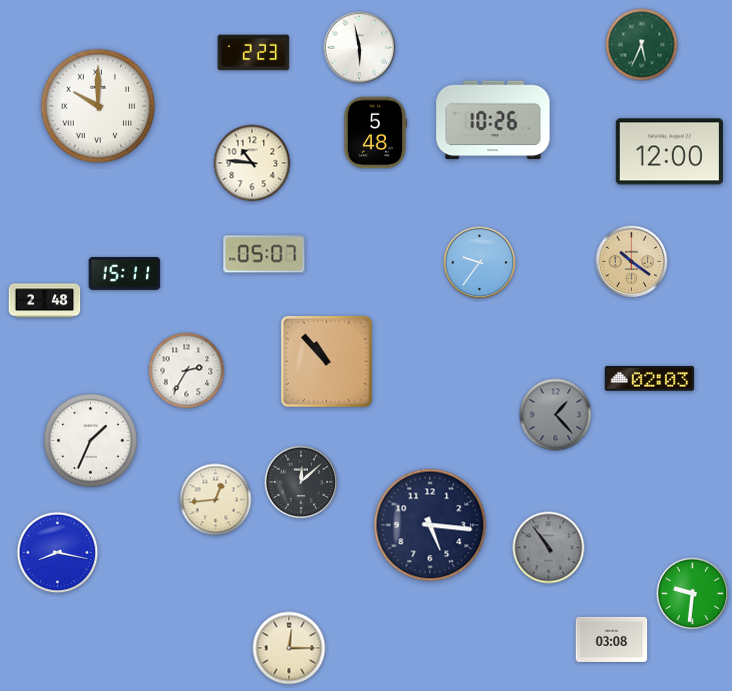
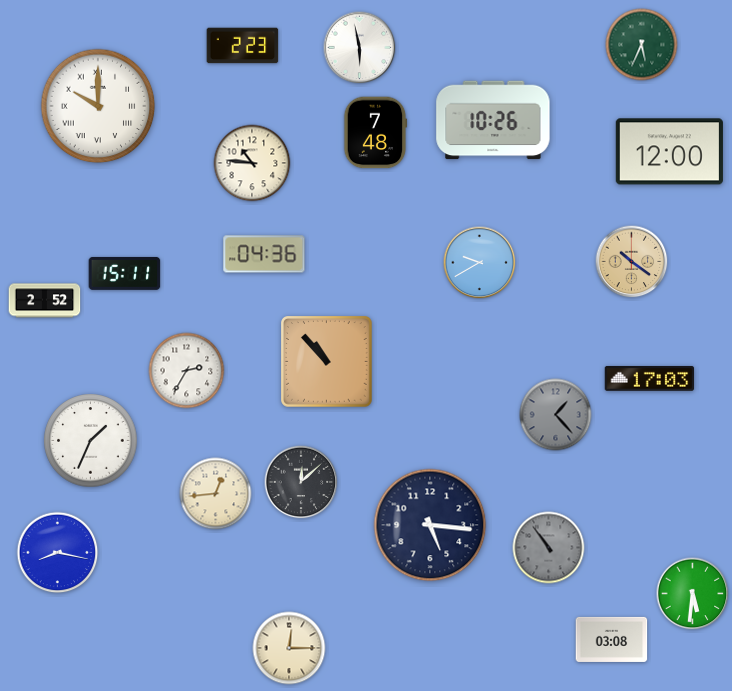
clock at (254, 53) position: (254, 53) -> (243, 46)
clock at (375, 133): 5:48 -> 7:48
clock at (264, 254): 05:07 -> 04:36
clock at (480, 263): 9:36 -> 9:40
clock at (45, 301): 2:48 -> 2:52
clock at (650, 378): 02:03 -> 17:03
clock at (216, 500) position: (216, 500) -> (216, 494)
clock at (693, 594): 9:31 -> 5:31
